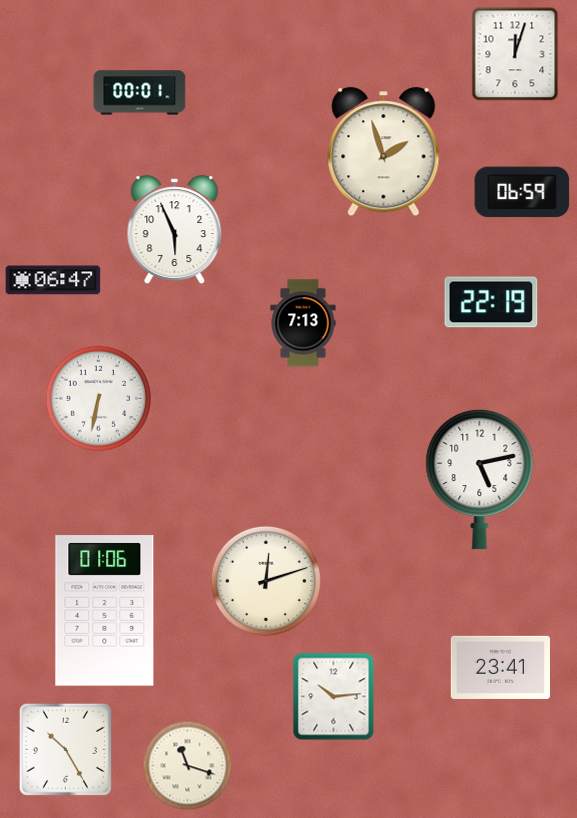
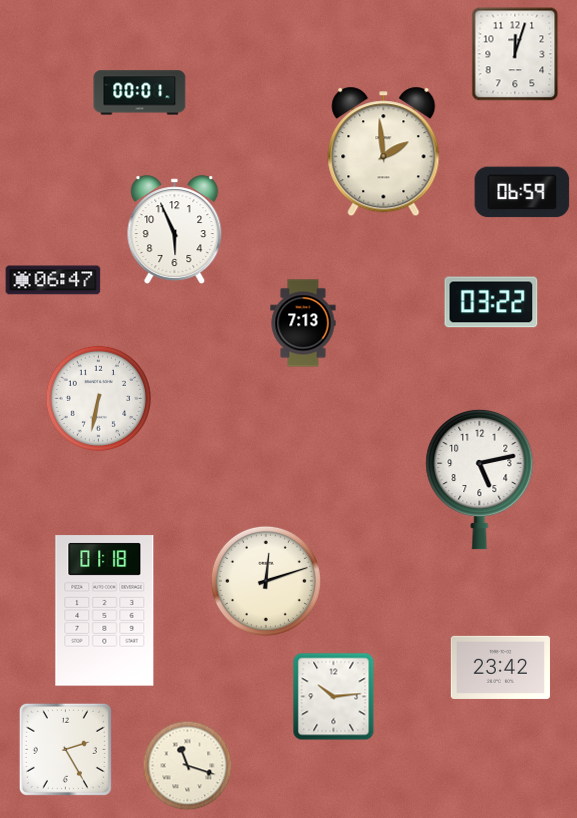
clock at (384, 152): 1:57 -> 1:59
clock at (491, 302): 22:19 -> 03:22
clock at (105, 611): 01:06 -> 01:18
clock at (500, 667): 23:41 -> 23:42
clock at (65, 749): 10:25 -> 2:25
